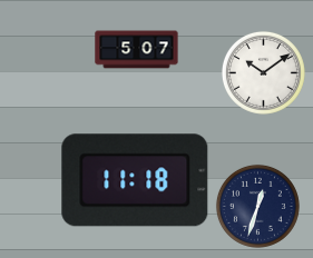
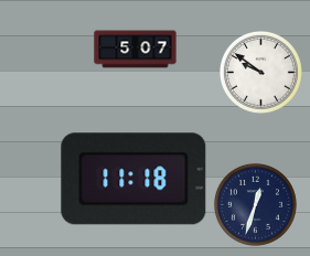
clock at (263, 72): 10:09 -> 9:51
